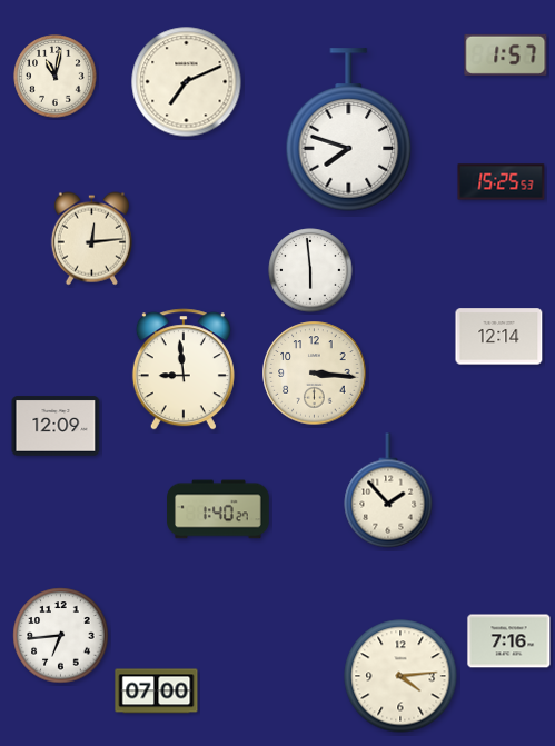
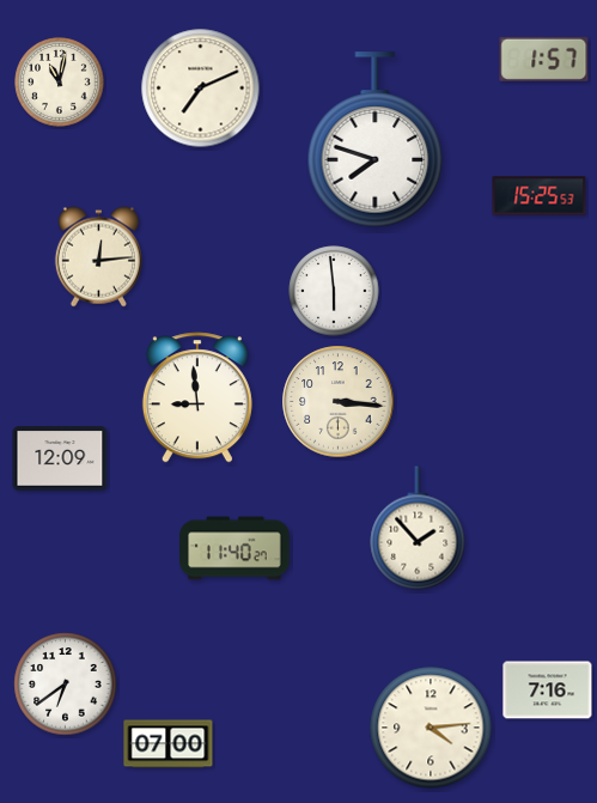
clock at (499, 337): 12:14 -> none
clock at (218, 509): 1:40 -> 11:40
clock at (61, 636): 6:44 -> 6:39
